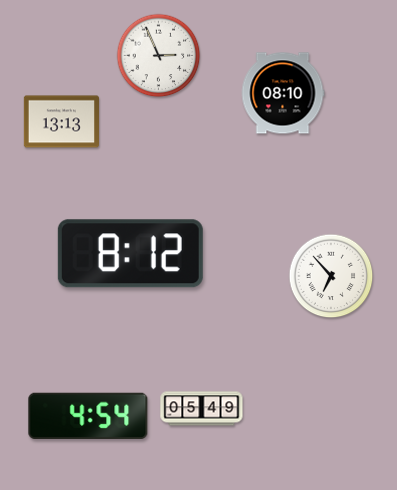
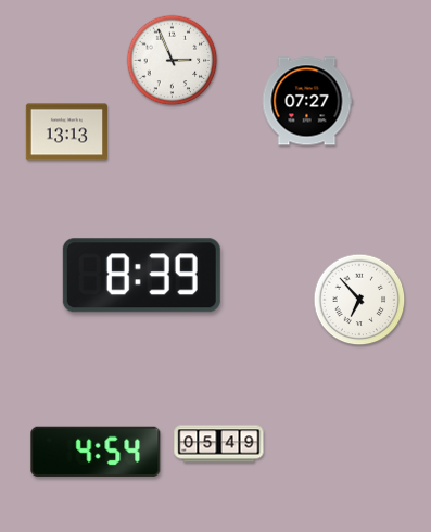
clock at (283, 93): 08:10 -> 07:27
clock at (130, 254): 8:12 -> 8:39
